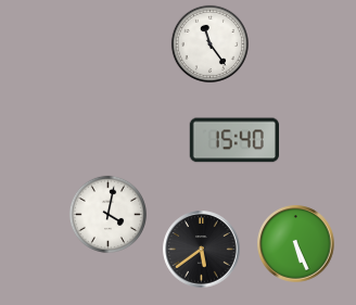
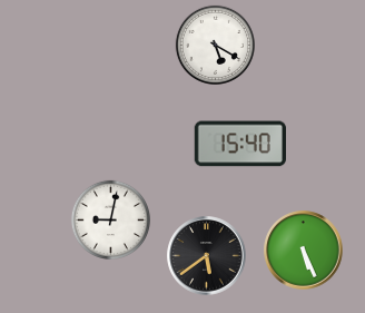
clock at (209, 43): 11:24 -> 5:20
clock at (107, 214): 4:02 -> 9:02
